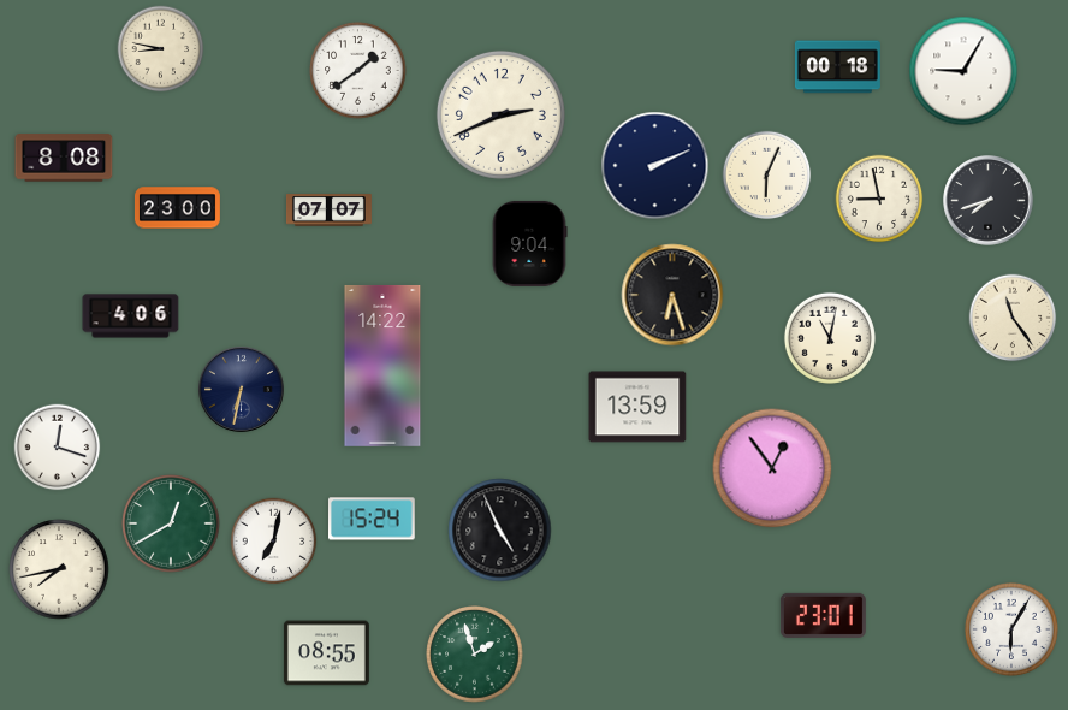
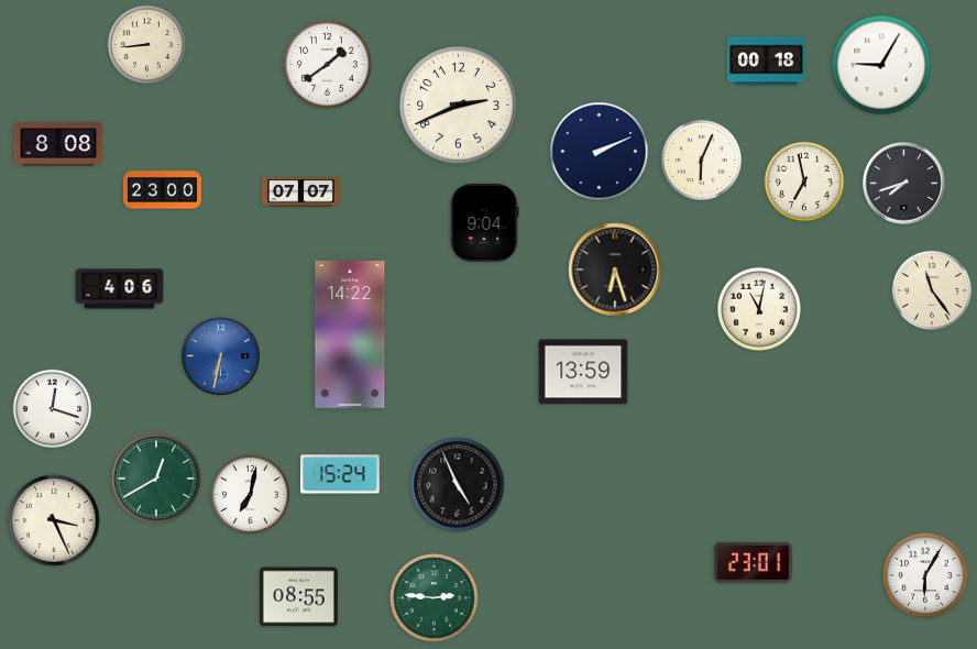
clock at (161, 49): 8:47 -> 8:44
clock at (879, 199): 8:58 -> 6:58
clock at (1013, 318) position: (1013, 318) -> (932, 290)
clock at (241, 389) dial: navy -> blue
clock at (772, 468): 12:54 -> none
clock at (59, 569): 7:43 -> 3:26
clock at (475, 655): 1:57 -> 2:46
